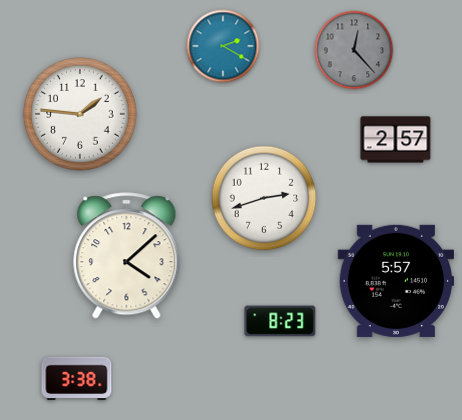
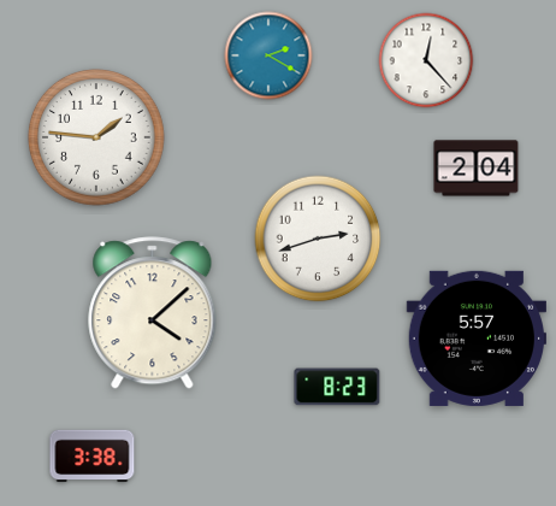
clock at (354, 50) dial: grey -> white
clock at (396, 140): 2:57 -> 2:04
clock at (127, 256) position: (127, 256) -> (153, 313)
